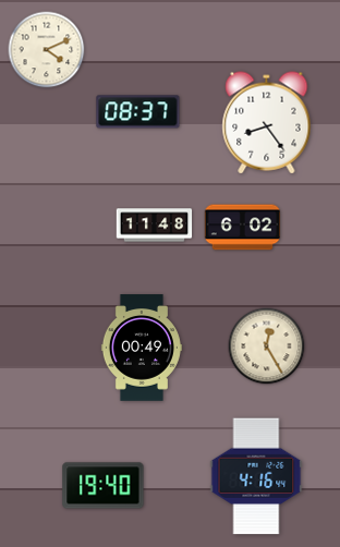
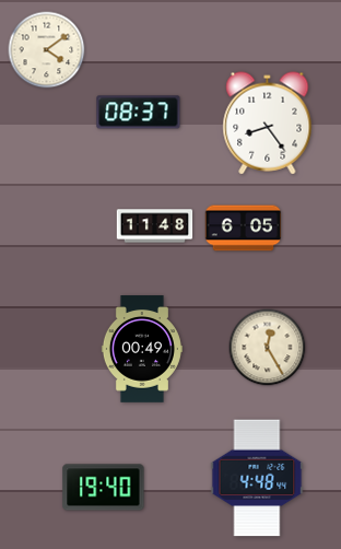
clock at (47, 50): 4:11 -> 4:09
clock at (243, 228): 6:02 -> 6:05
clock at (256, 476): 4:16 -> 4:48
